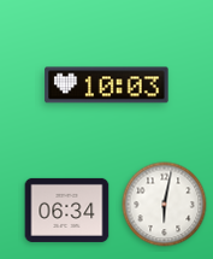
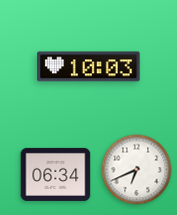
clock at (107, 86) position: (107, 86) -> (89, 67)
clock at (165, 205): 6:02 -> 6:41
